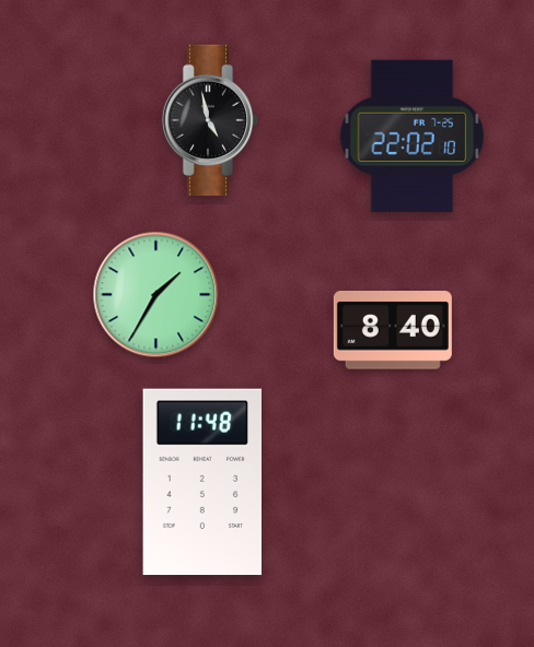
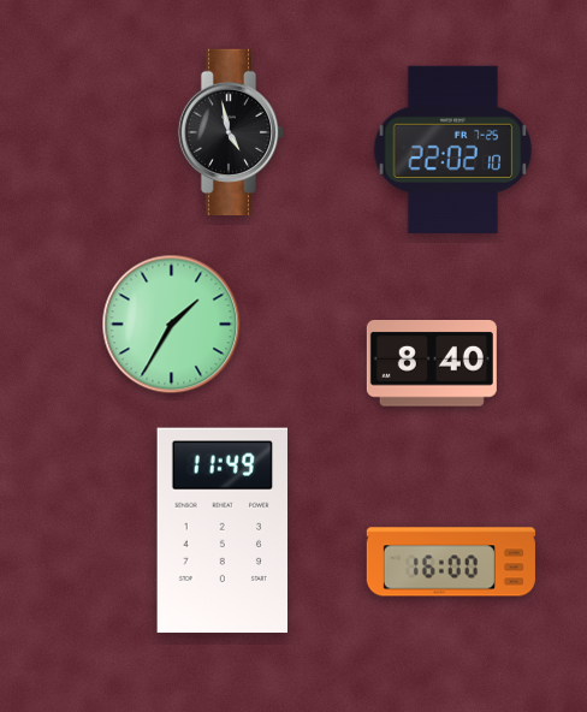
clock at (201, 482): 11:48 -> 11:49
clock at (451, 562): none -> 16:00
